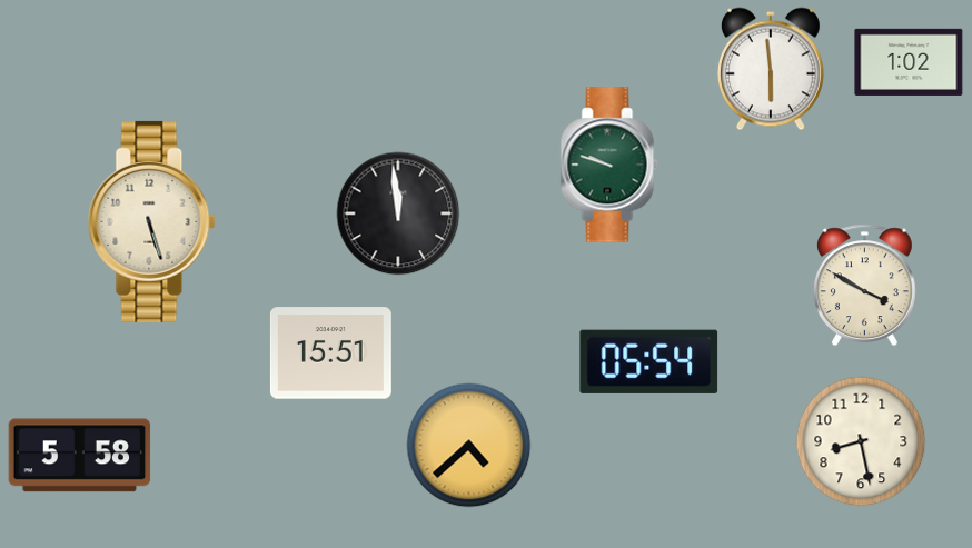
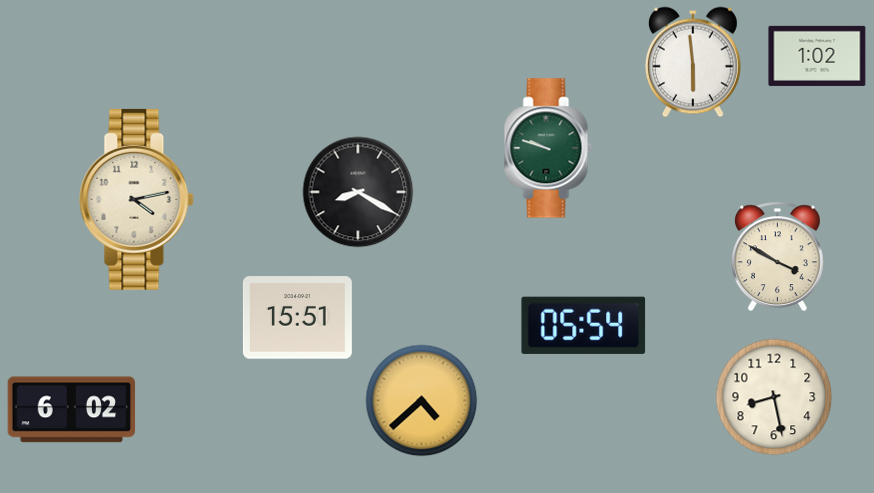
clock at (398, 213): 11:59 -> 8:20
clock at (152, 221): 5:27 -> 4:13
clock at (80, 456): 5:58 -> 6:02
